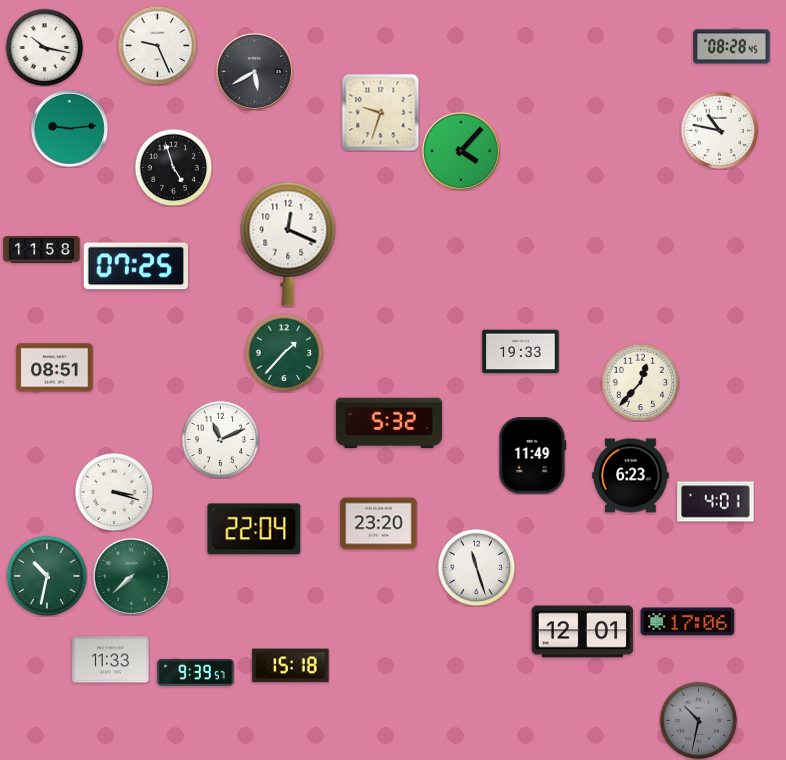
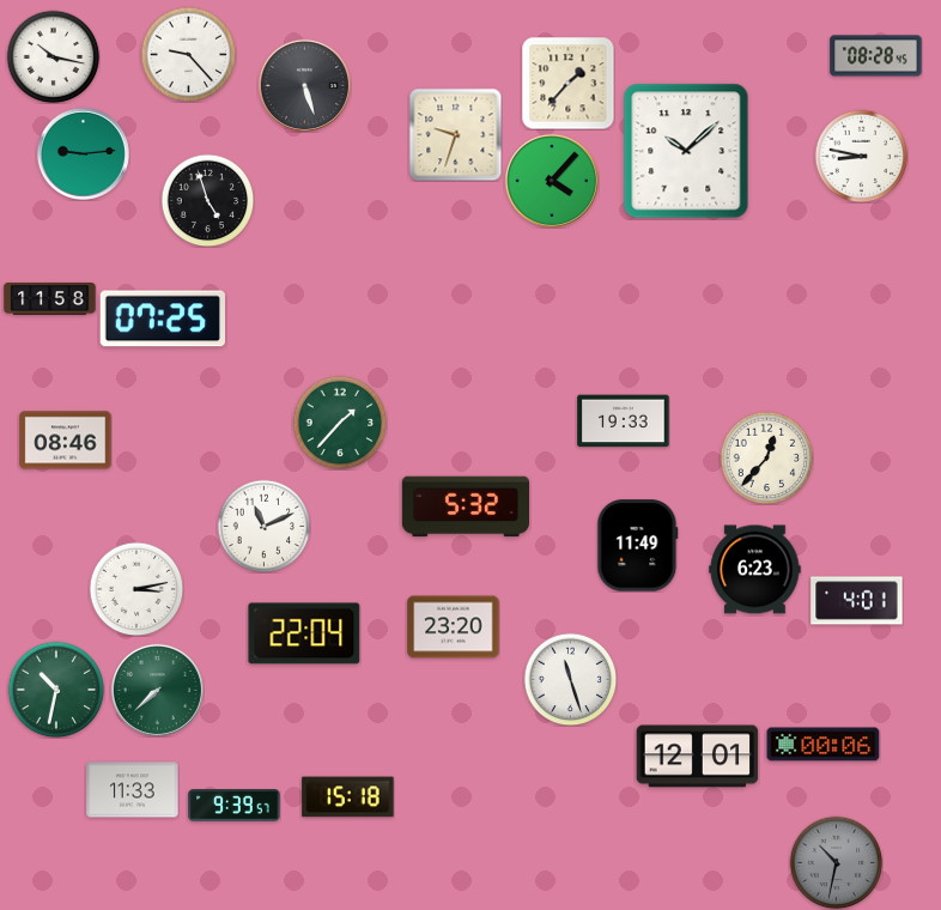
clock at (157, 45): 9:26 -> 9:23
clock at (567, 83): none -> 1:37
clock at (254, 71): 5:40 -> 5:27
clock at (686, 151): none -> 10:08
clock at (719, 130): 10:47 -> 8:47
clock at (288, 244): 12:19 -> none
clock at (55, 368): 08:51 -> 08:46
clock at (114, 492): 3:18 -> 3:13
clock at (688, 622): 17:06 -> 00:06
